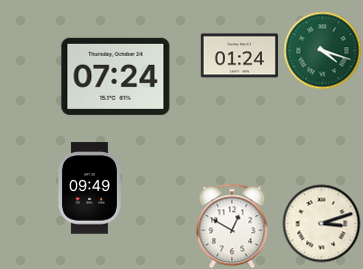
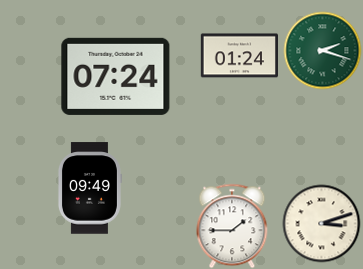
clock at (322, 50): 4:18 -> 2:18
clock at (232, 226): 12:50 -> 1:45
